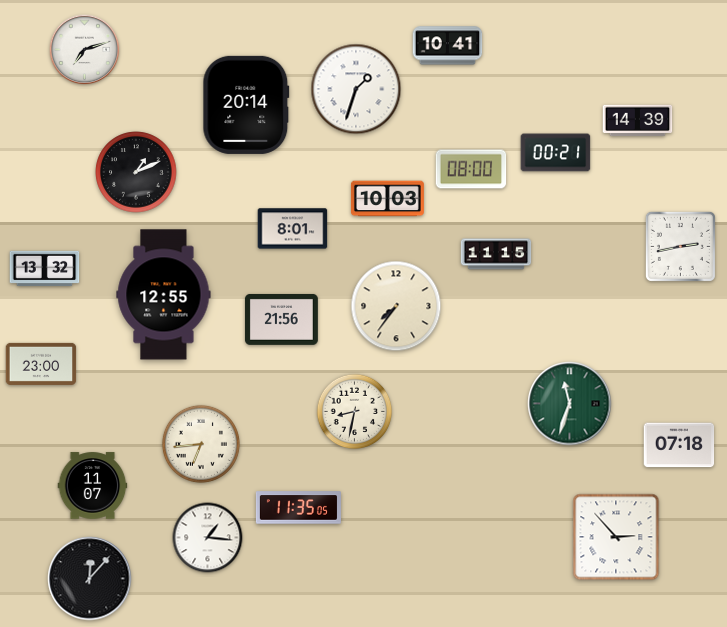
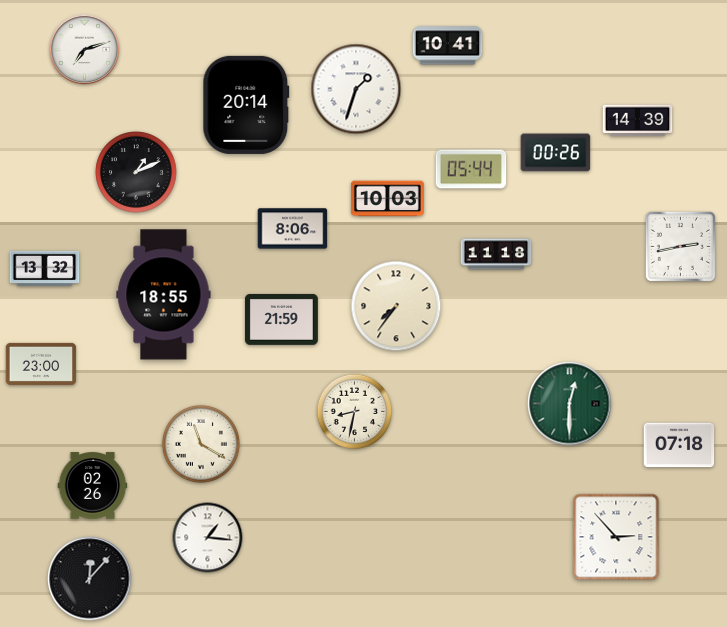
clock at (556, 153): 00:21 -> 00:26
clock at (471, 169): 08:00 -> 05:44
clock at (293, 229): 8:01 -> 8:06
clock at (496, 254): 11:15 -> 11:18
clock at (164, 295): 12:55 -> 18:55
clock at (281, 319): 21:56 -> 21:59
clock at (570, 404): 11:33 -> 12:30
clock at (201, 444): 6:44 -> 11:20
clock at (93, 486): 11:07 -> 02:26
clock at (298, 508): 11:35 -> none
